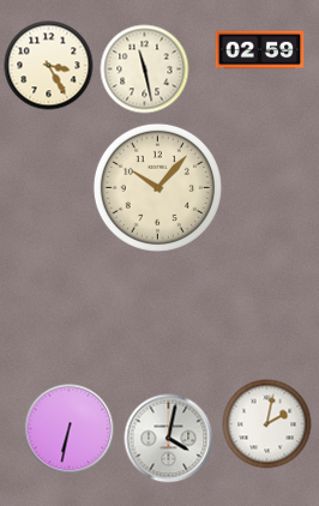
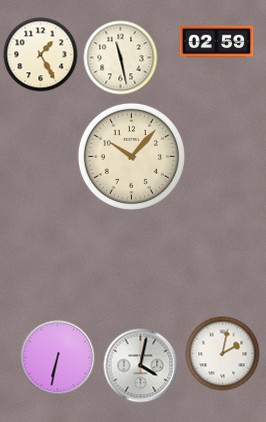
clock at (49, 66): 3:25 -> 1:25
